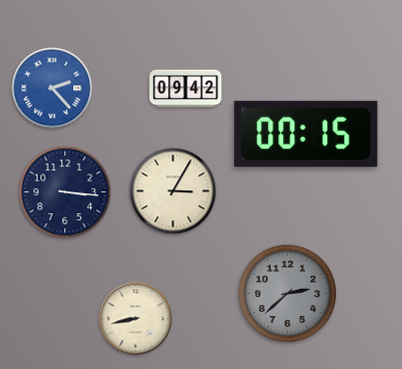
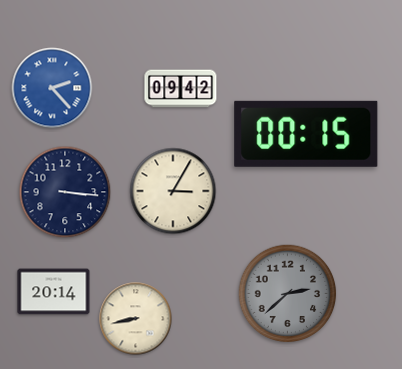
clock at (186, 89) position: (186, 89) -> (181, 89)
clock at (54, 292): none -> 20:14
